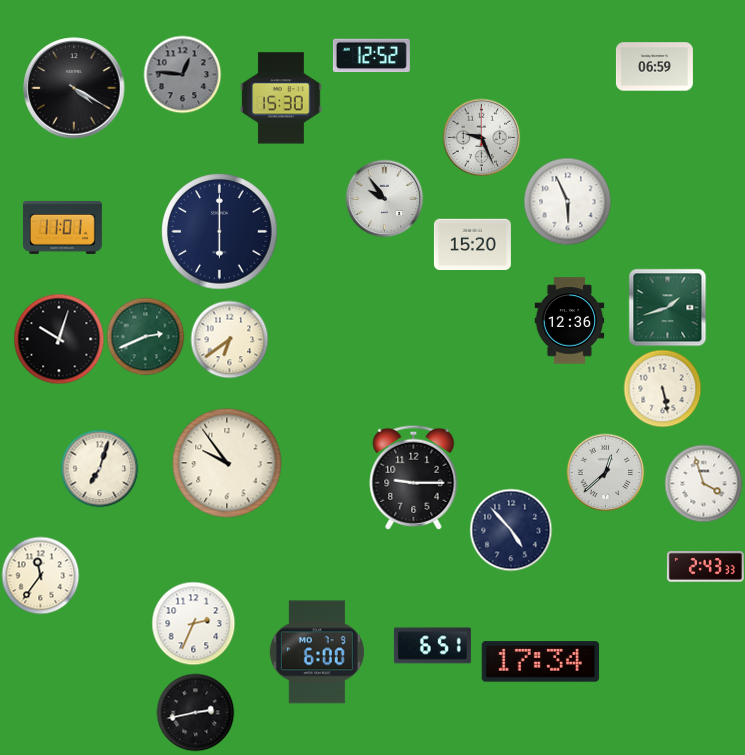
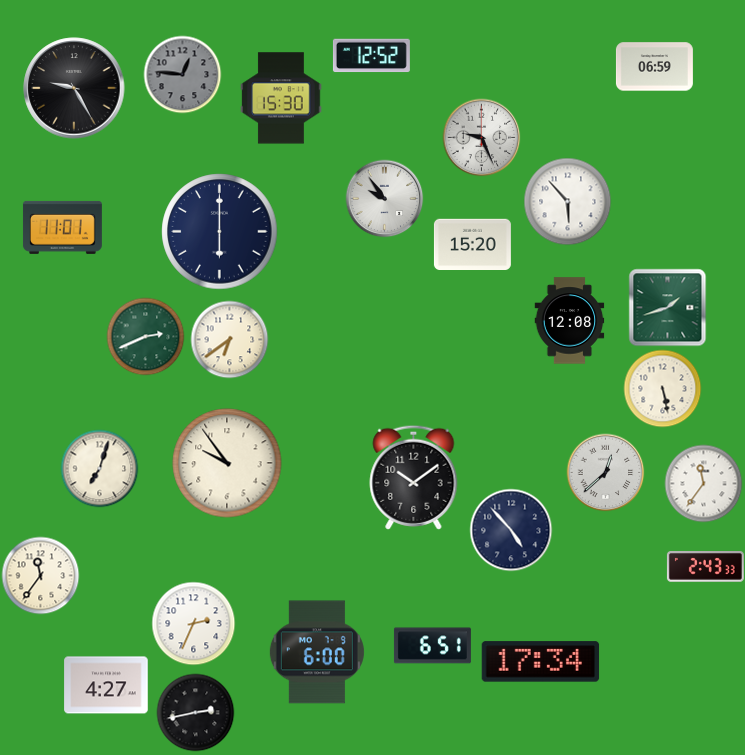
clock at (74, 88): 4:20 -> 9:25
clock at (567, 201): 5:56 -> 5:53
clock at (570, 321): 12:36 -> 12:08
clock at (59, 339): 10:03 -> none
clock at (414, 477): 9:15 -> 10:09
clock at (703, 483): 3:57 -> 11:36
clock at (106, 685): none -> 4:27
